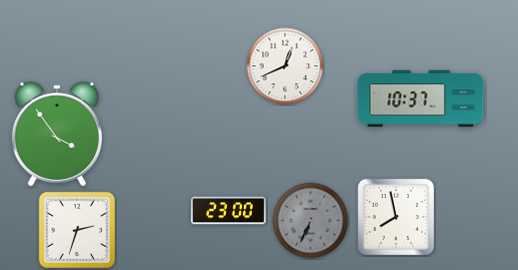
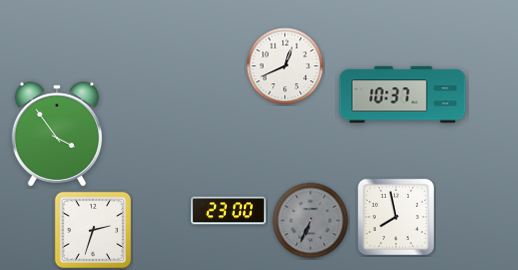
clock at (421, 99) position: (421, 99) -> (403, 95)
clock at (77, 230) position: (77, 230) -> (93, 230)
